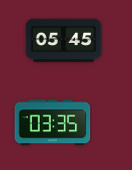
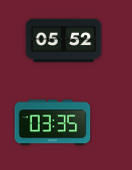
clock at (64, 41): 05:45 -> 05:52
